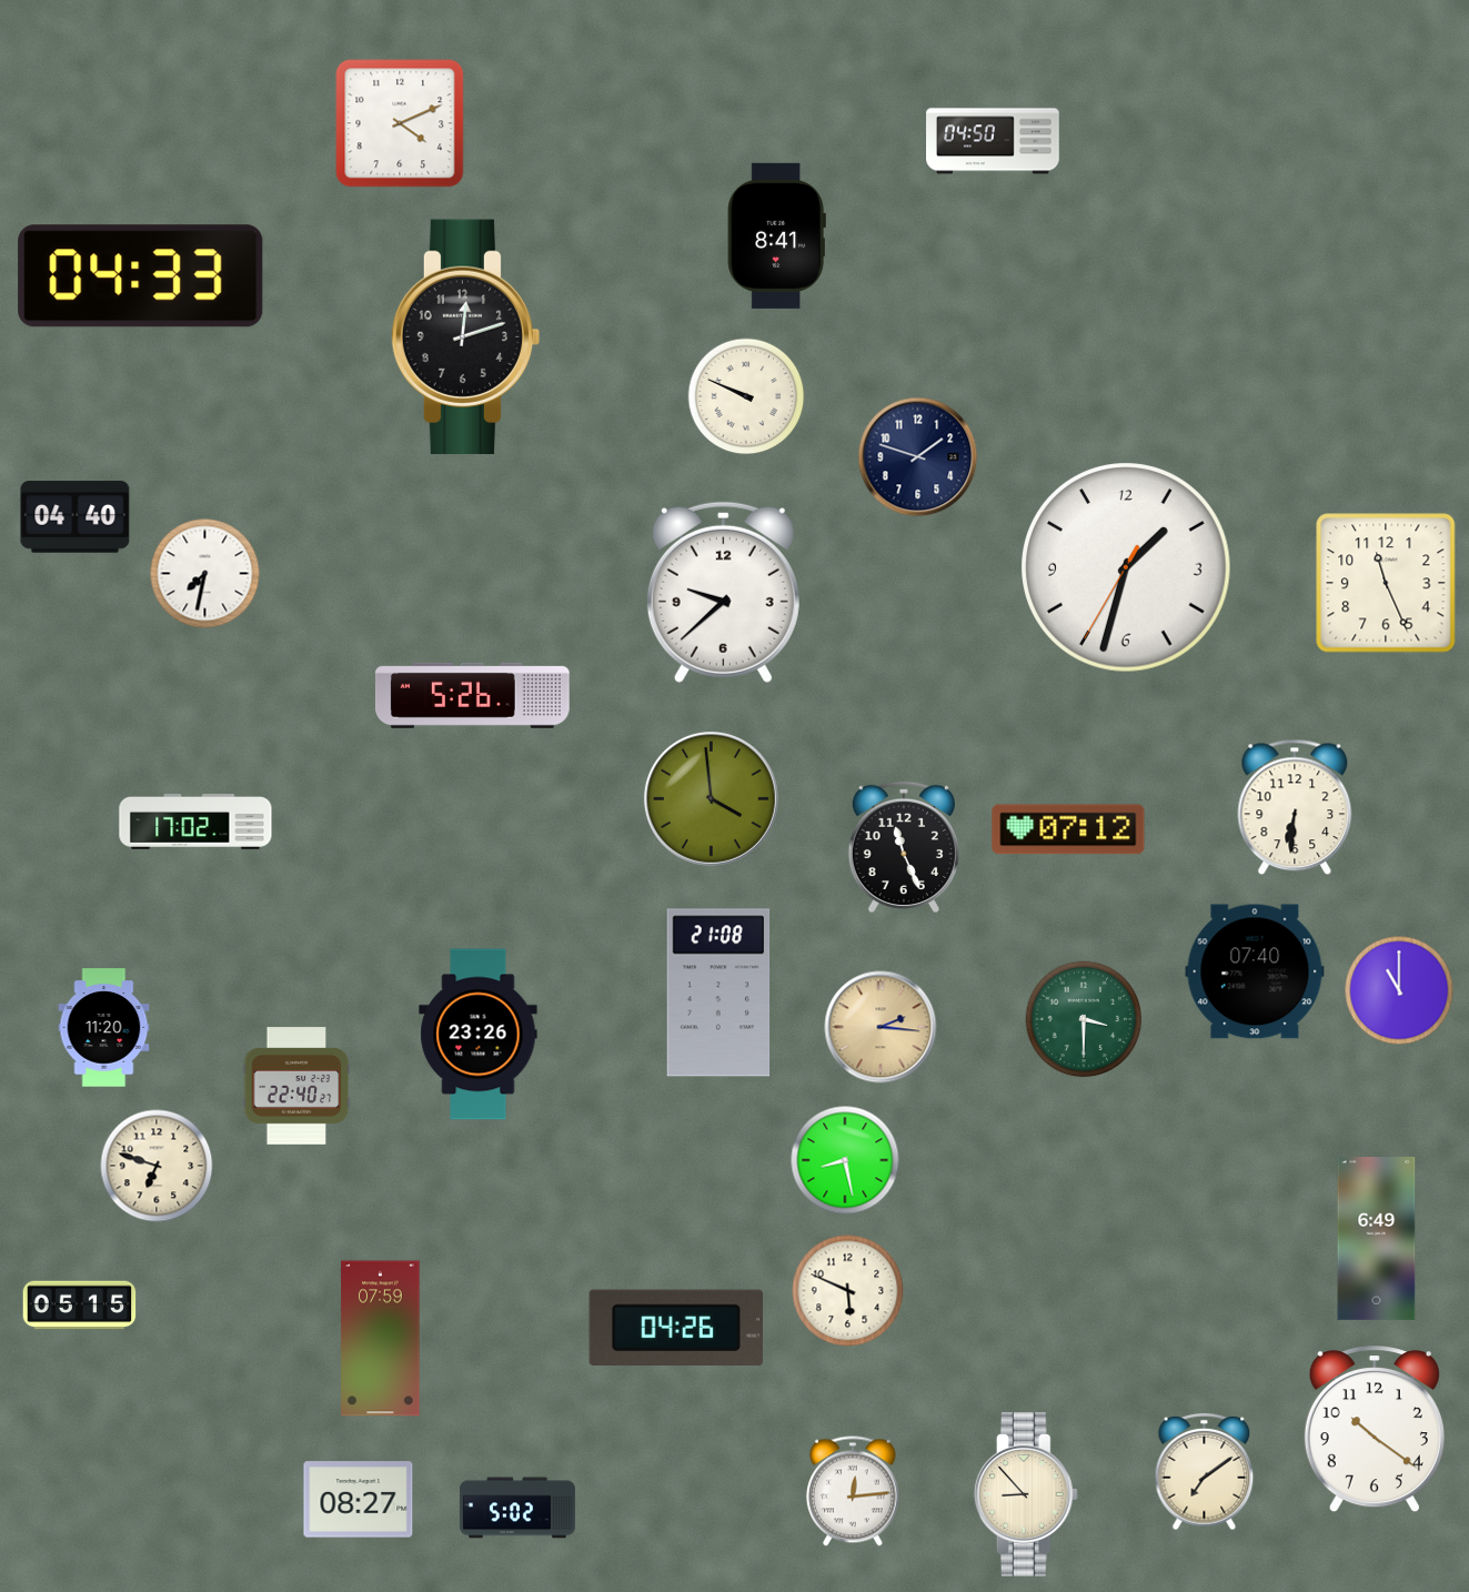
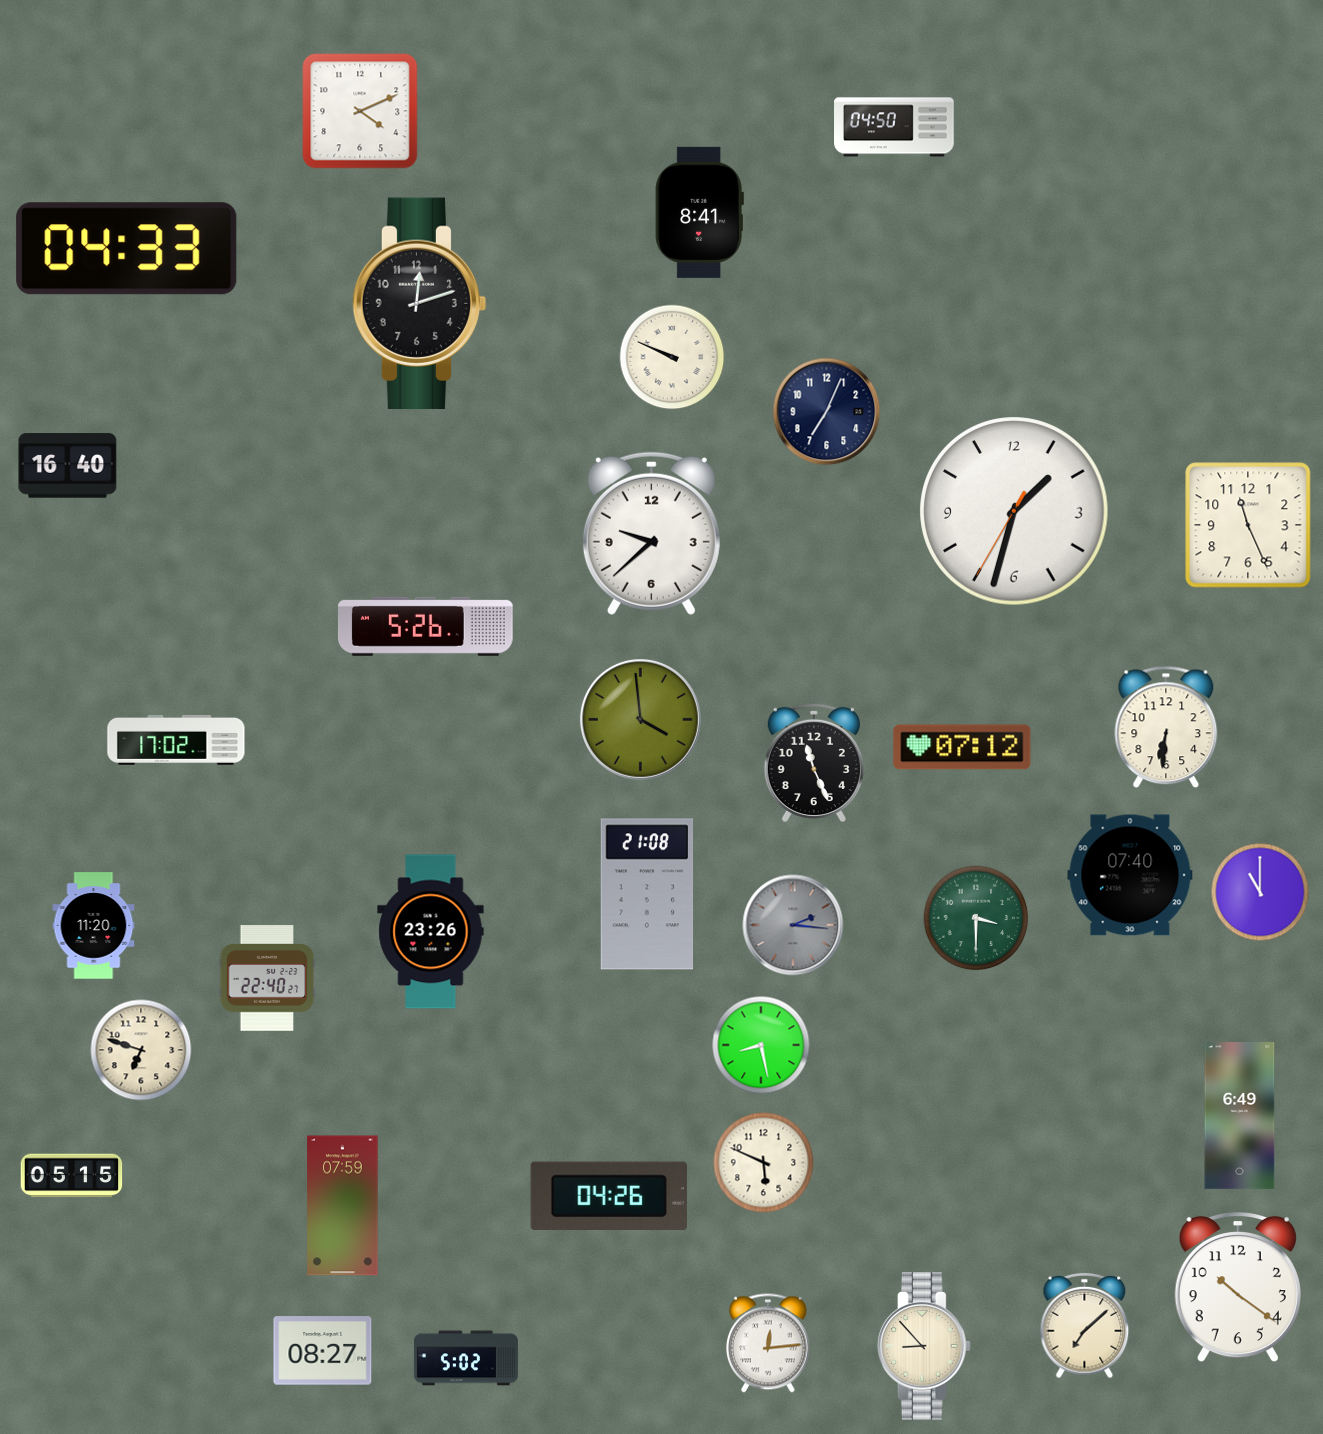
clock at (918, 457): 1:48 -> 7:04
clock at (76, 517): 04:40 -> 16:40
clock at (205, 574): 7:32 -> none
clock at (881, 1027) dial: champagne -> grey
clock at (1205, 1472): 7:09 -> 7:08
